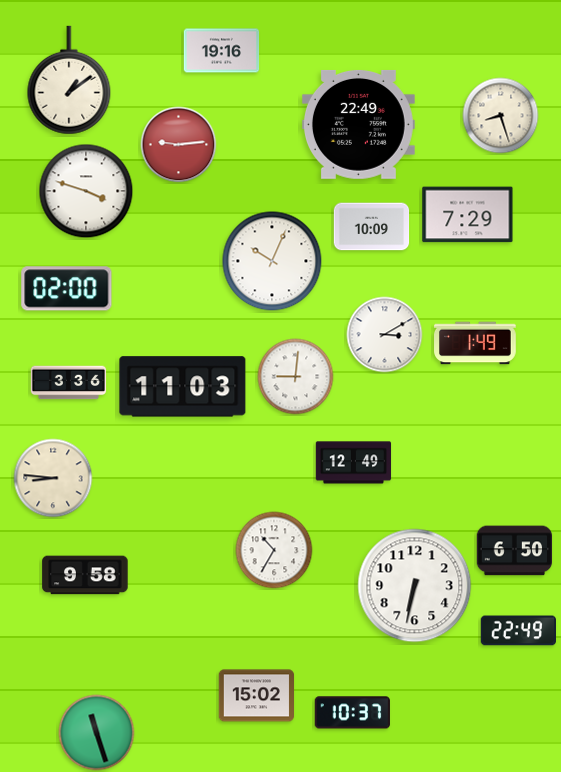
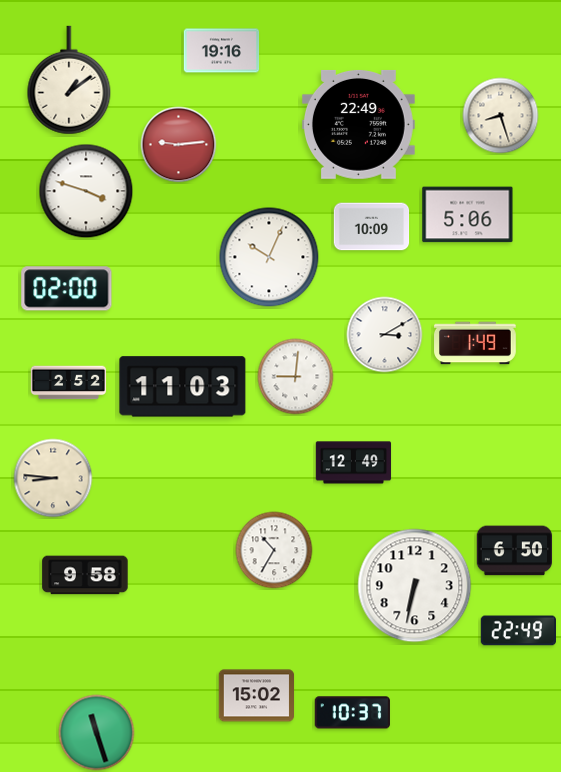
clock at (468, 215): 7:29 -> 5:06
clock at (272, 261) position: (272, 261) -> (269, 257)
clock at (69, 383): 3:36 -> 2:52
